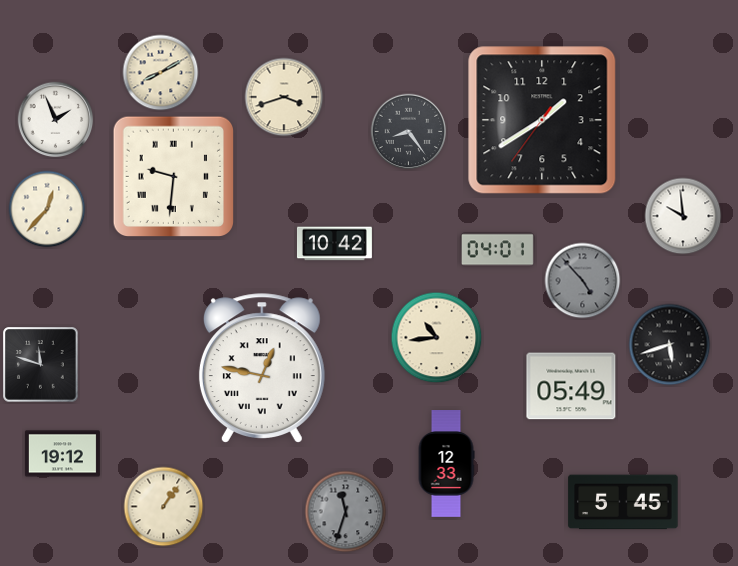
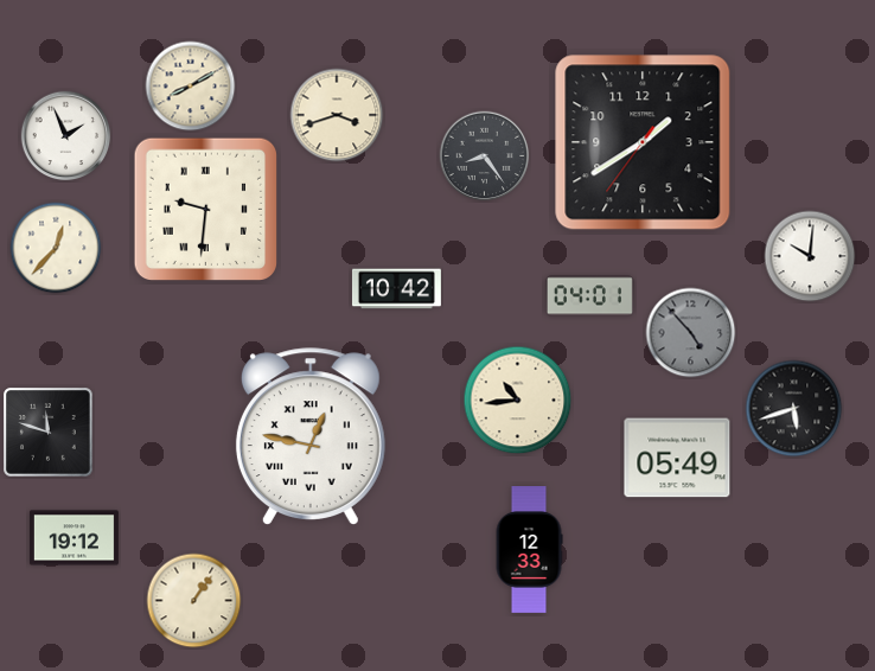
clock at (56, 120) position: (56, 120) -> (66, 136)
clock at (683, 216): 9:59 -> 10:01
clock at (623, 502): 5:45 -> none
clock at (346, 512): 11:33 -> none
